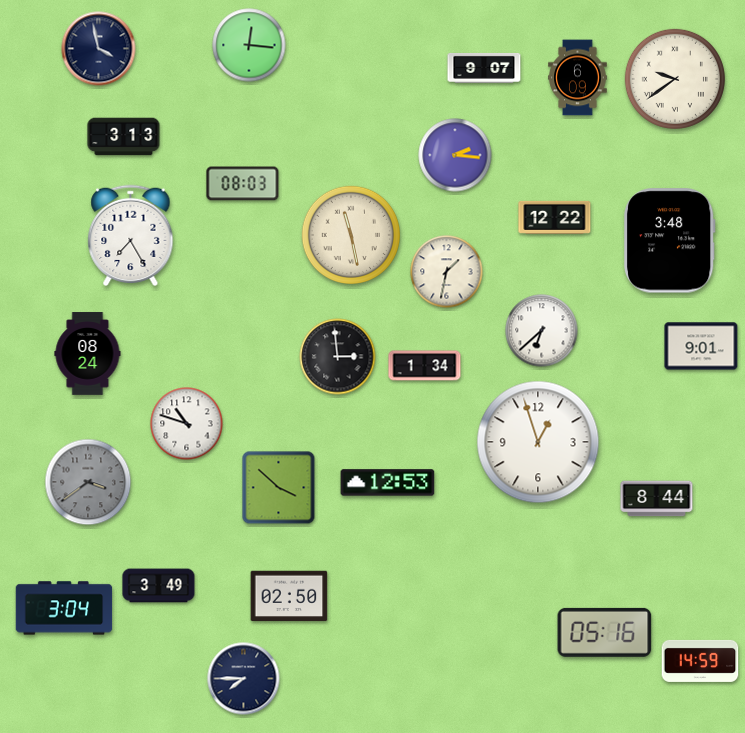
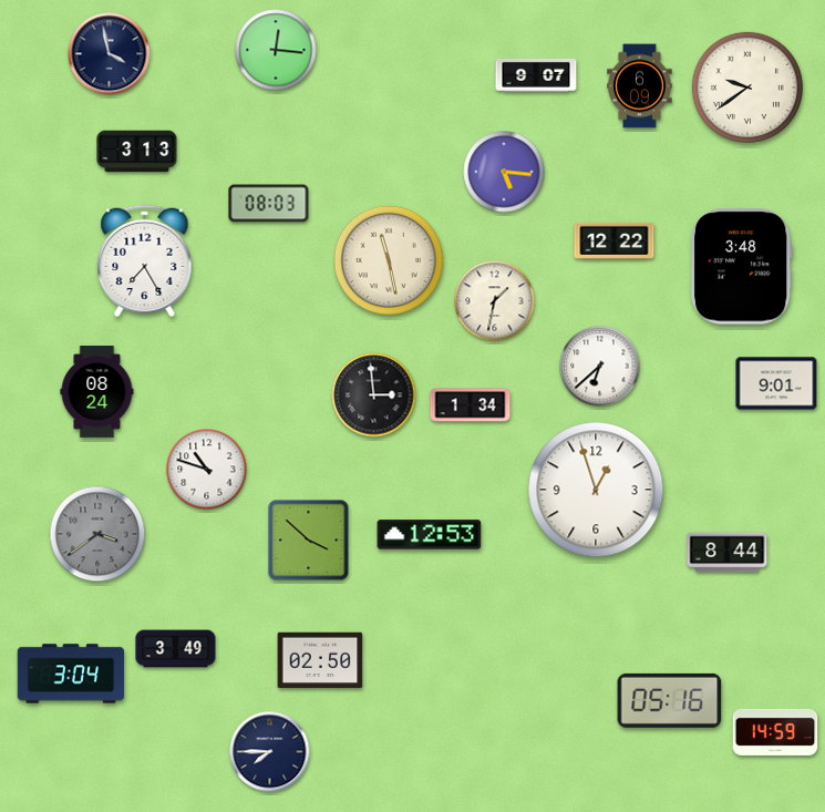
clock at (455, 155): 2:16 -> 5:16
